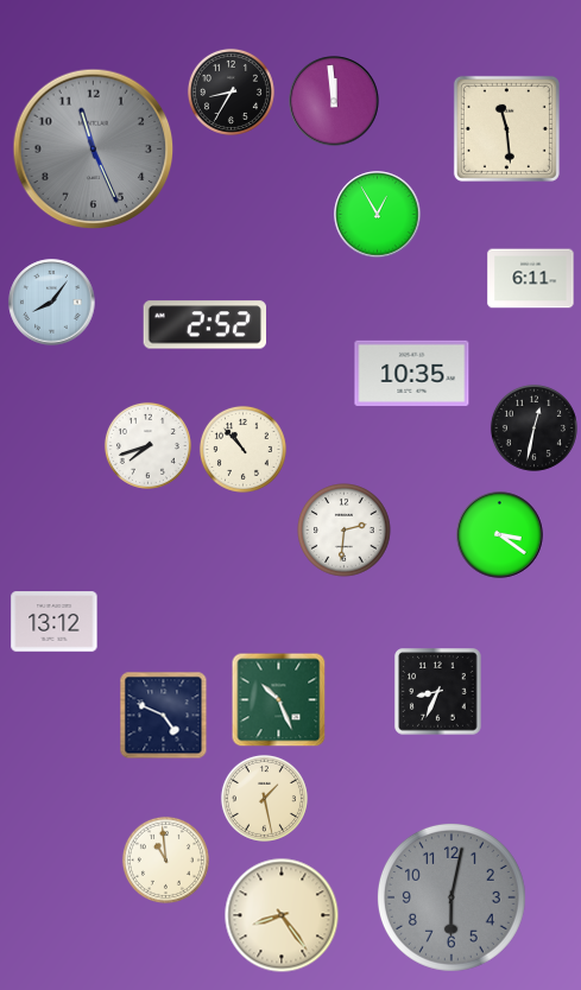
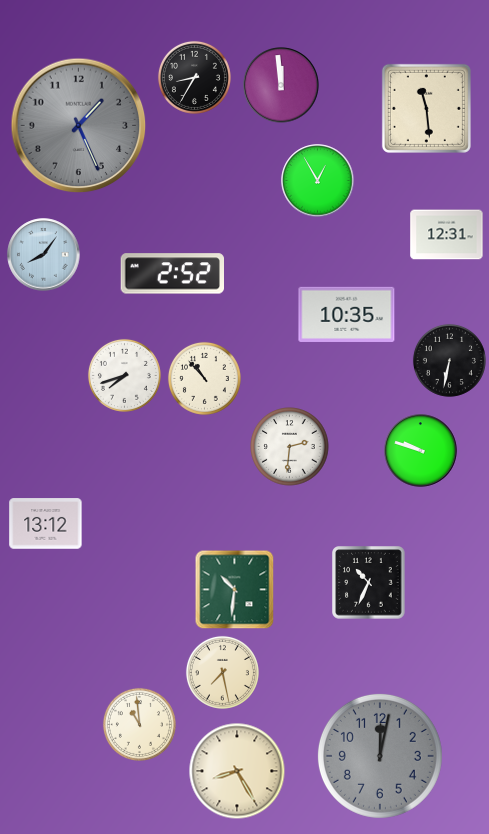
clock at (94, 150): 11:26 -> 1:26
clock at (531, 279): 6:11 -> 12:31
clock at (533, 427): 12:32 -> 6:32
clock at (500, 535): 3:21 -> 9:48
clock at (438, 692): 8:34 -> 10:34
clock at (279, 700): 10:26 -> 10:31
clock at (164, 716): 4:49 -> none
clock at (264, 798): 1:28 -> 7:28
clock at (451, 897): 6:02 -> 12:02
clock at (282, 915): 8:24 -> 8:25
